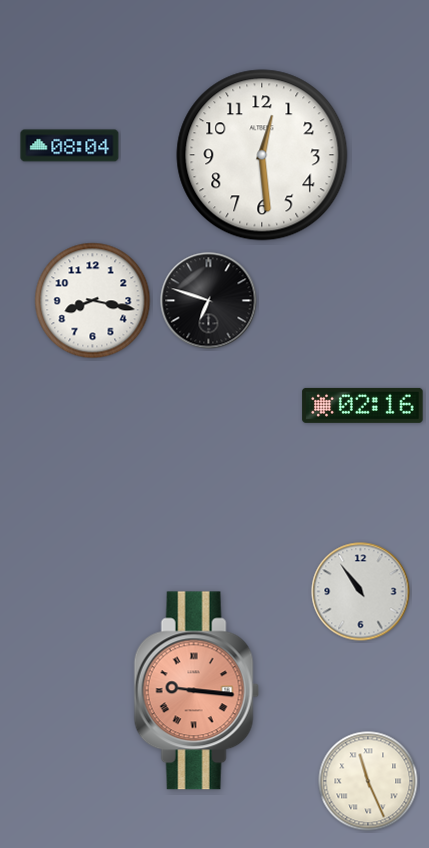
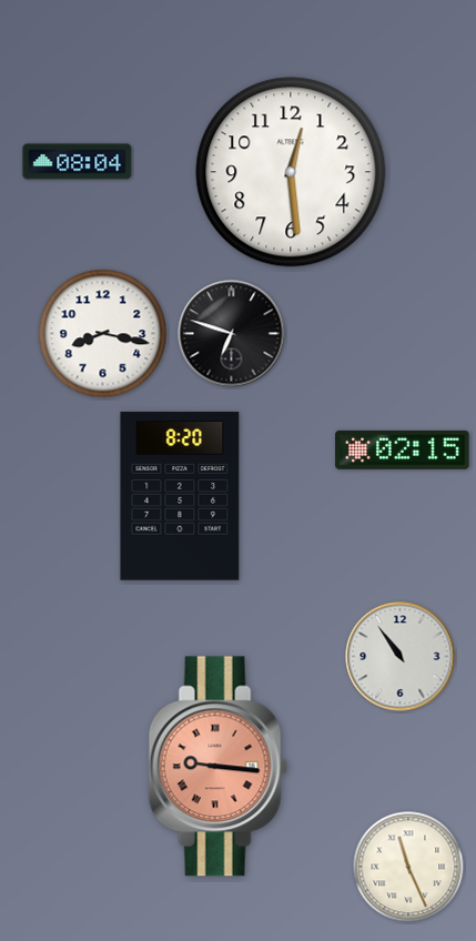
clock at (363, 405): 02:16 -> 02:15
clock at (180, 496): none -> 8:20
